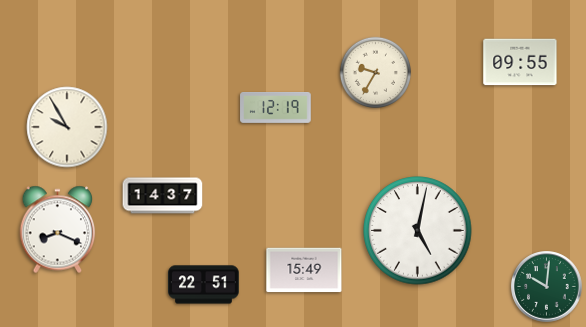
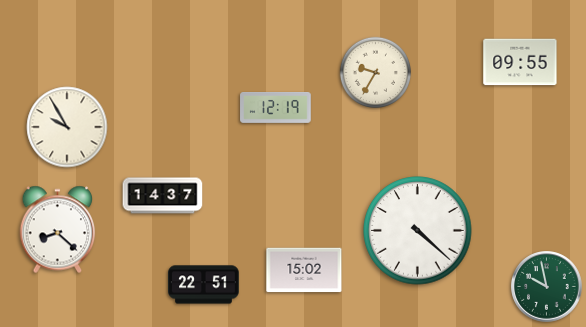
clock at (58, 230): 8:19 -> 8:22
clock at (418, 231): 5:02 -> 4:22
clock at (304, 270): 15:49 -> 15:02
clock at (547, 287): 10:01 -> 9:58
